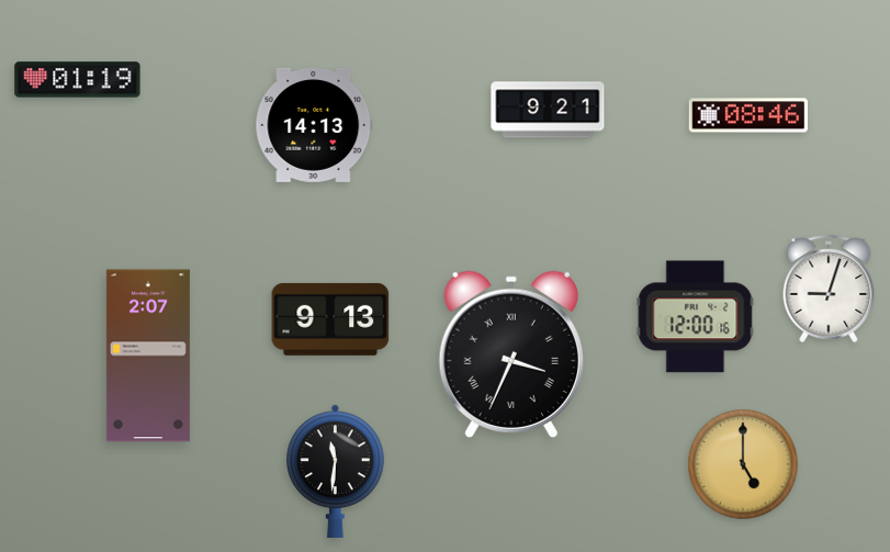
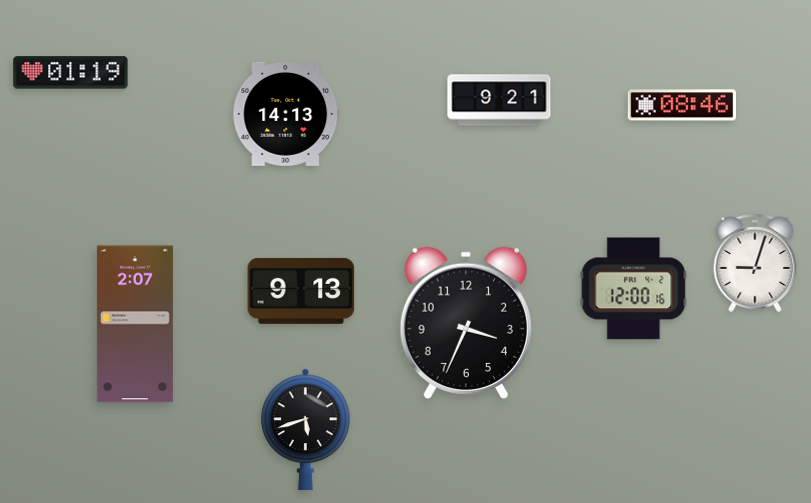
clock at (511, 353) numerals: Roman -> Arabic
clock at (744, 465): 5:00 -> none
clock at (336, 471): 11:31 -> 5:42
